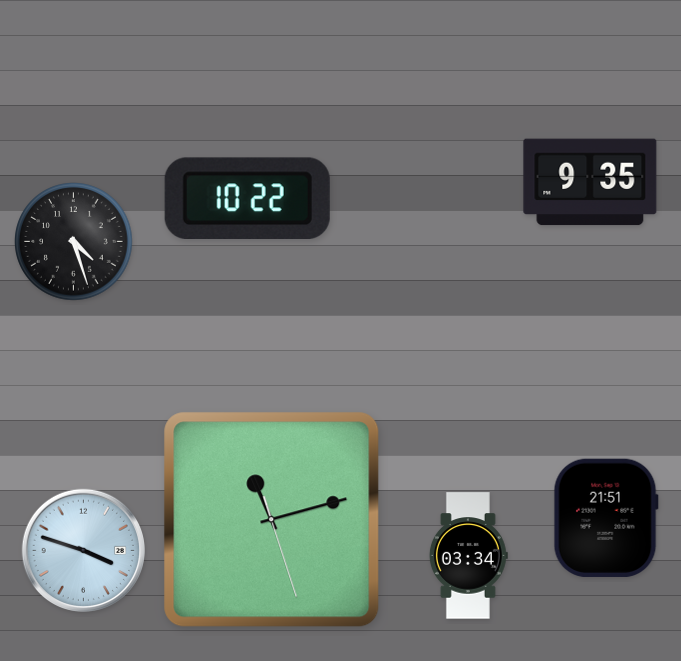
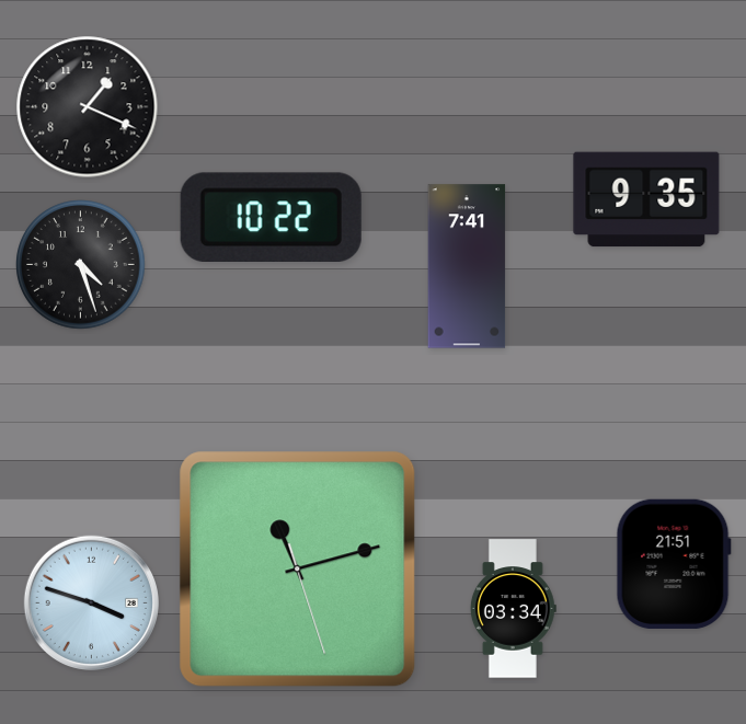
clock at (88, 107): none -> 1:19
clock at (467, 266): none -> 7:41
clock at (606, 518) position: (606, 518) -> (674, 564)
